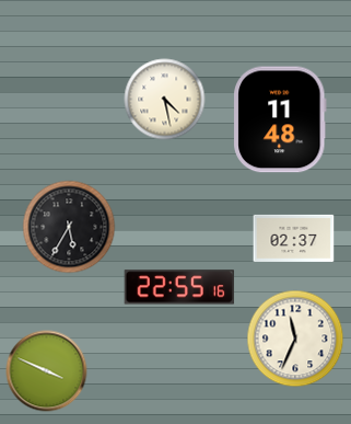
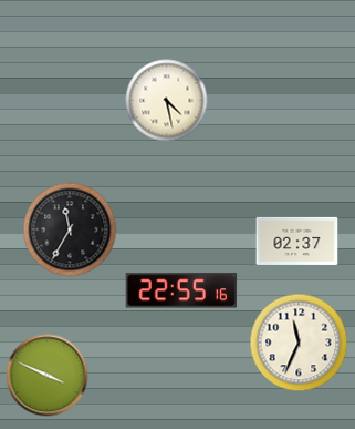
clock at (280, 119): 11:48 -> none
clock at (69, 227): 5:35 -> 11:35
